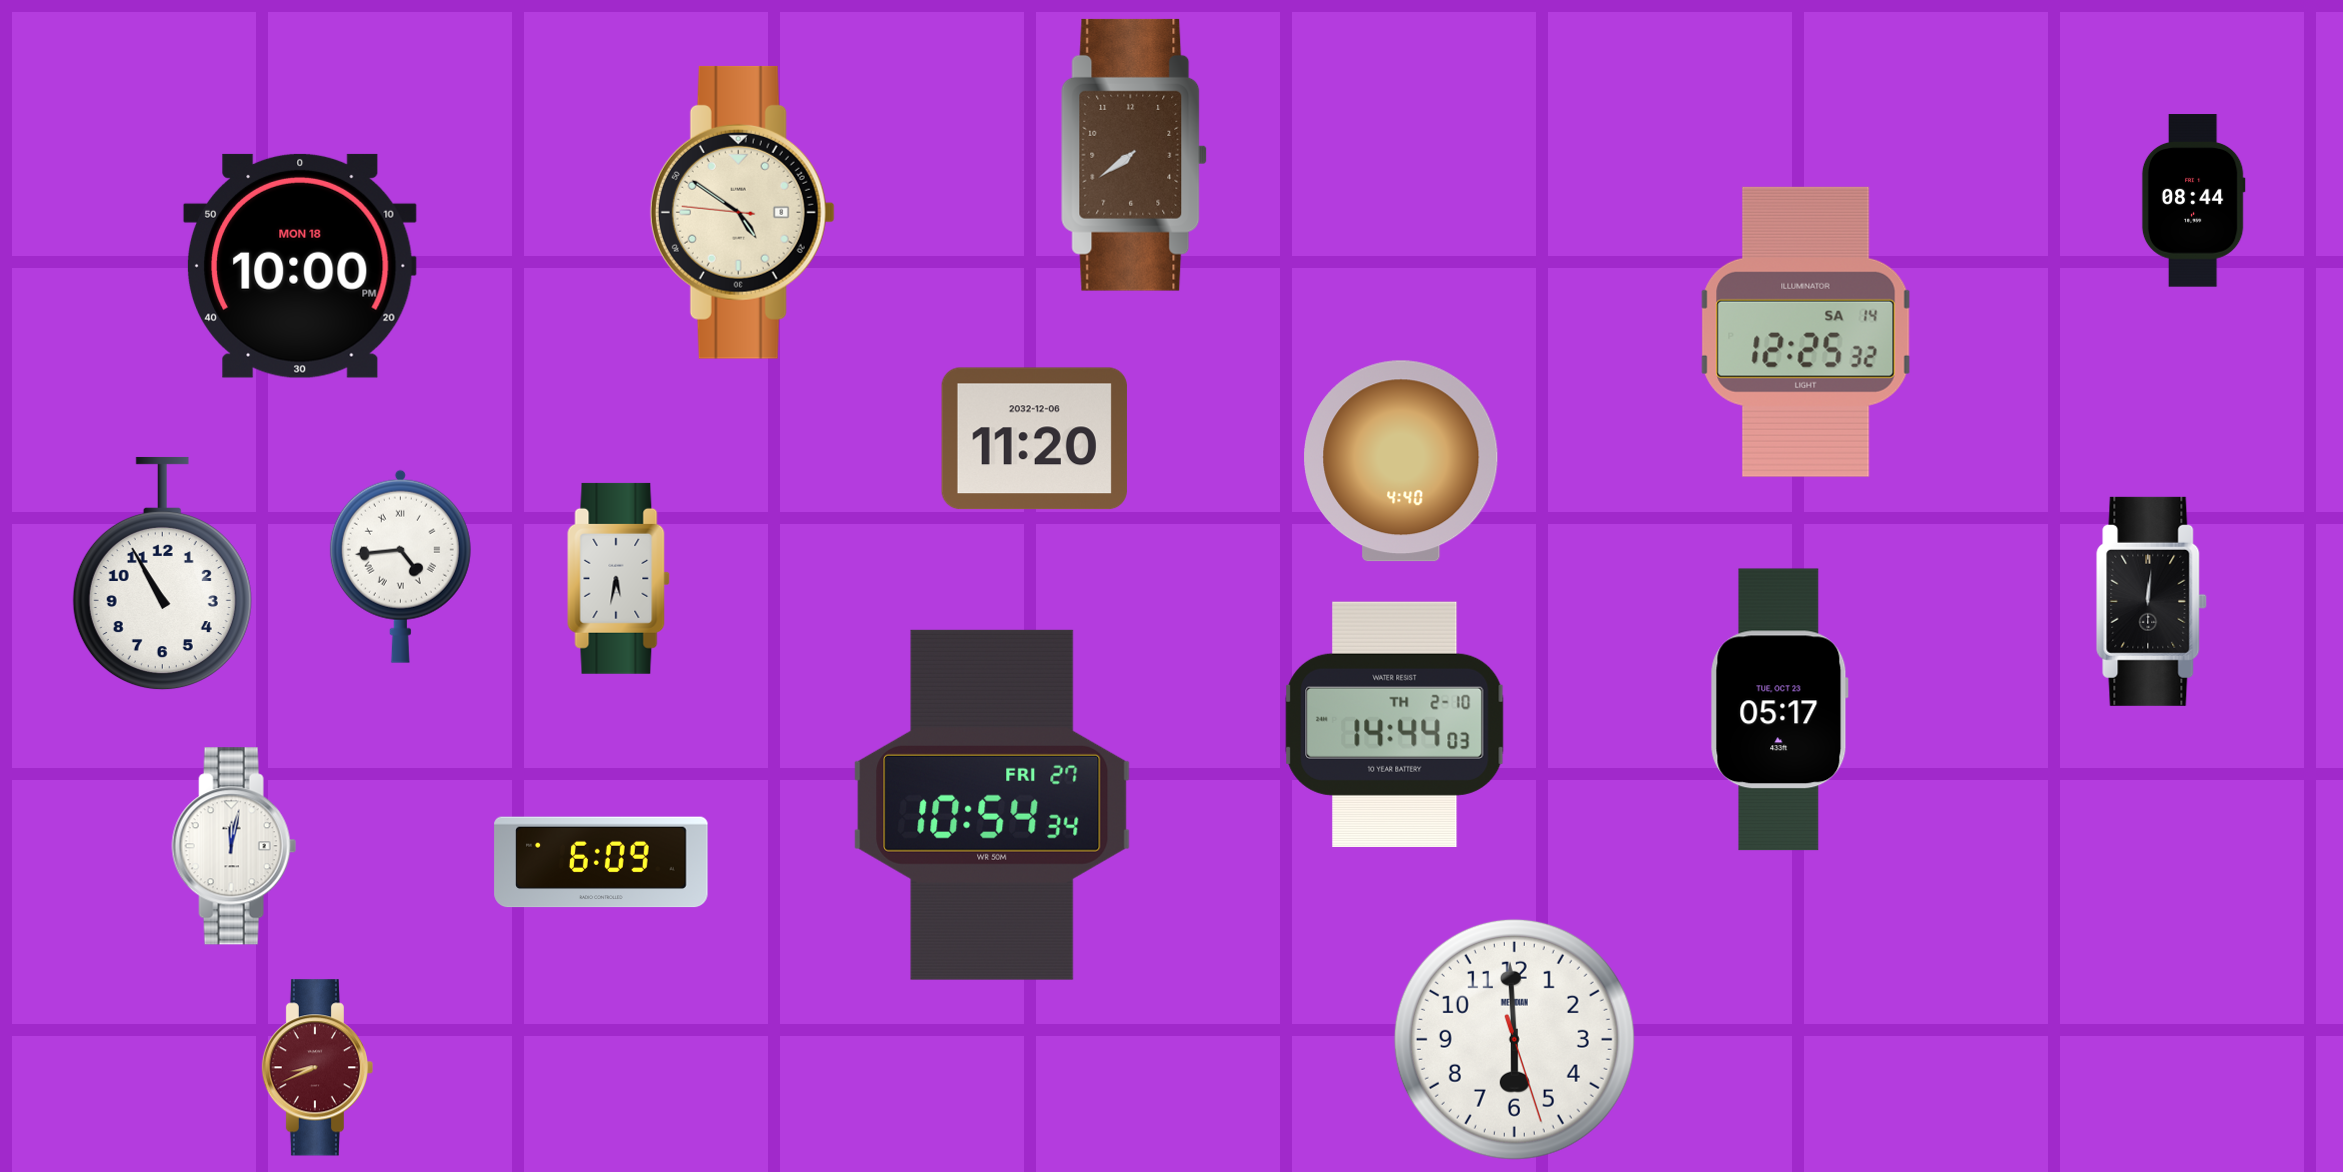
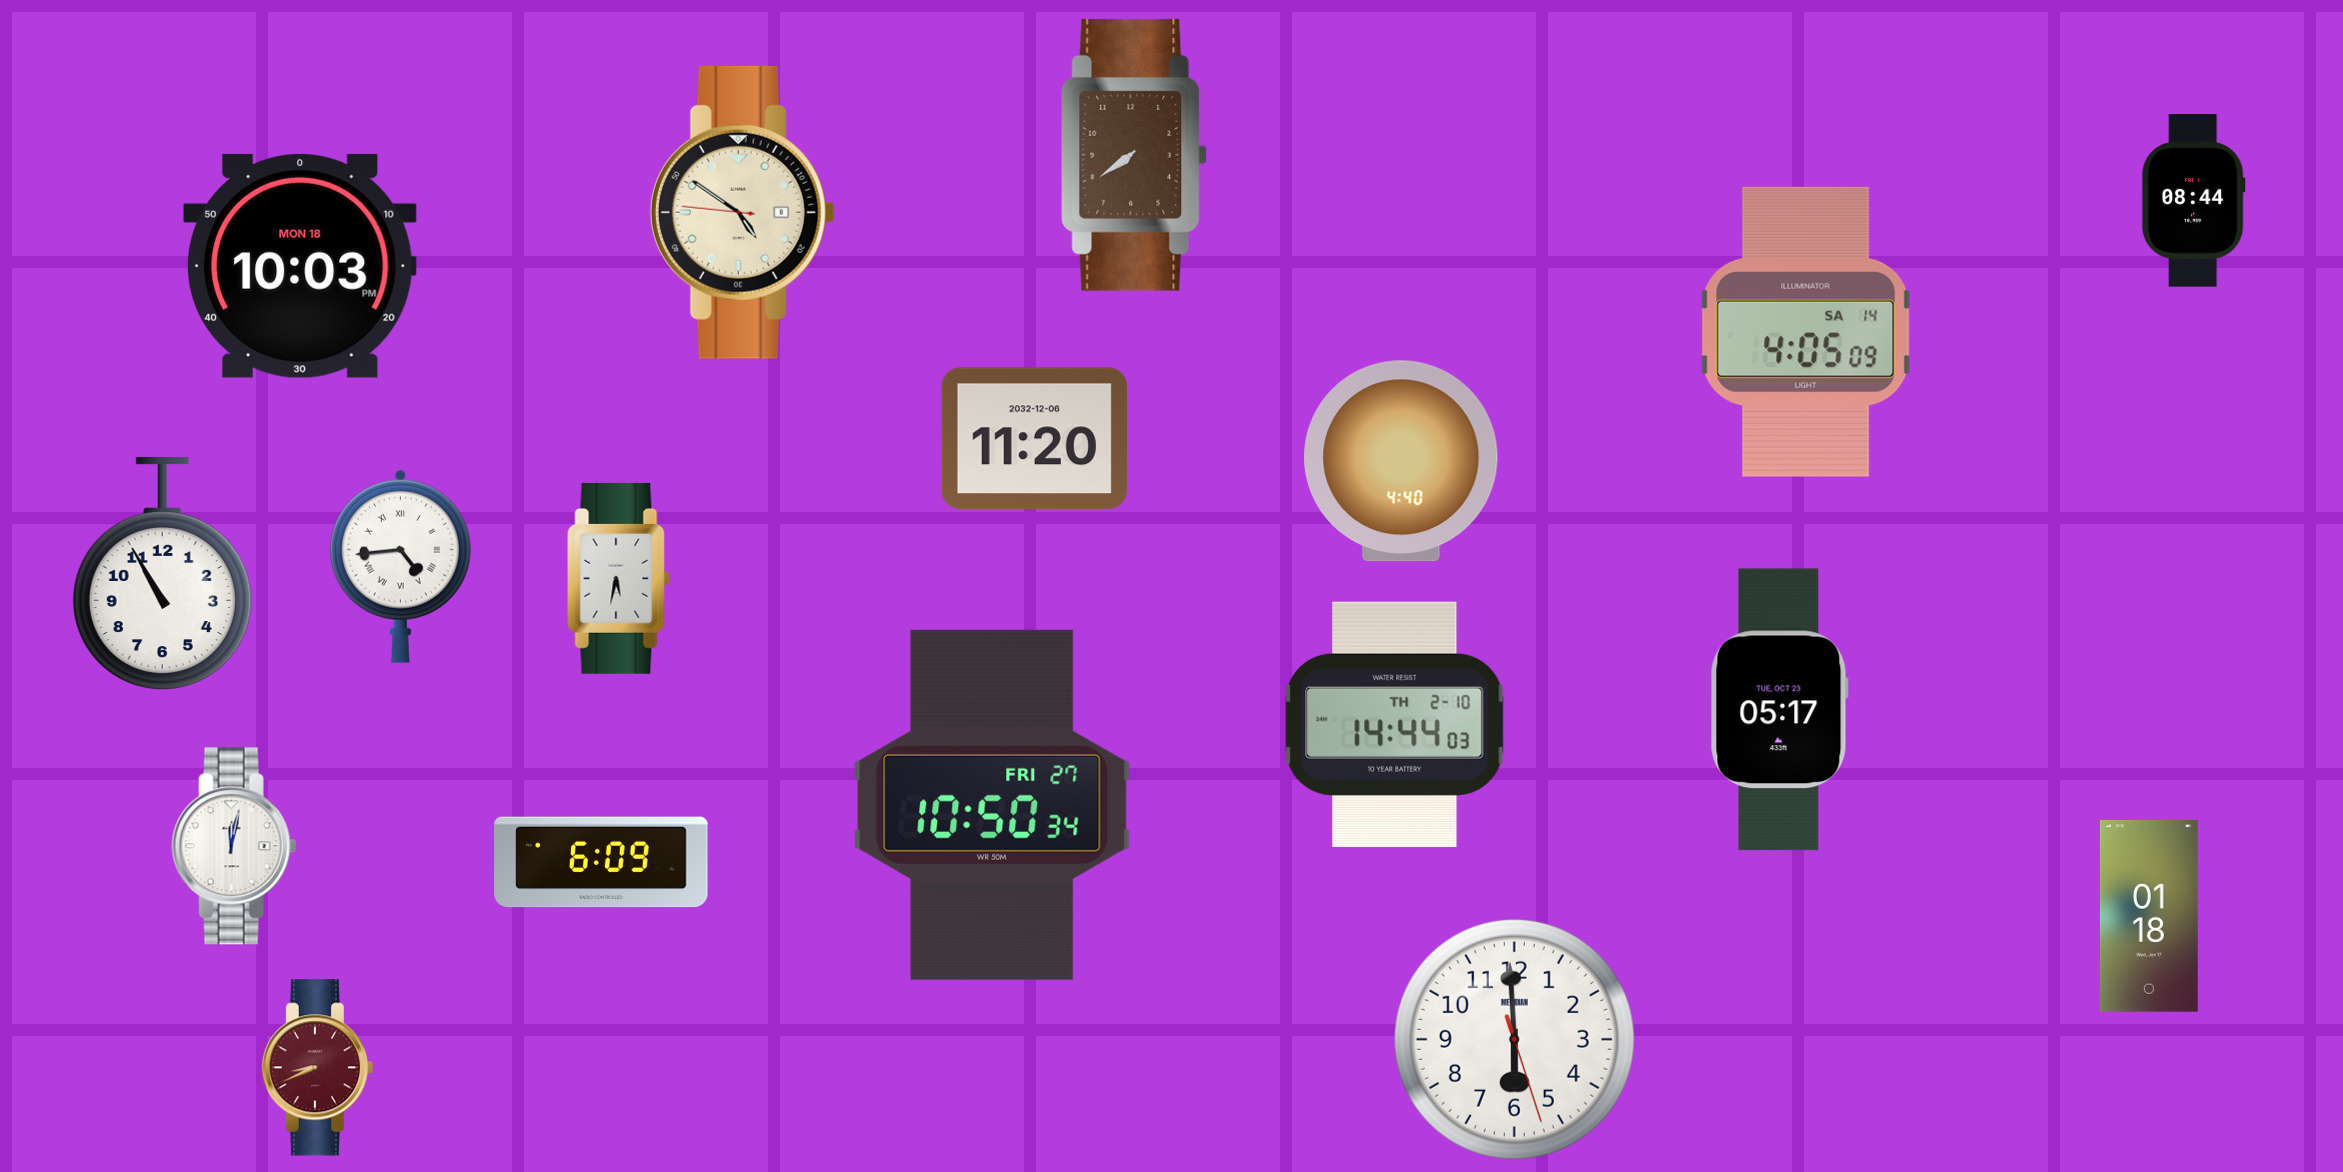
clock at (300, 266): 10:00 -> 10:03
clock at (1806, 332): 12:25 -> 4:05
clock at (2152, 601): 12:01 -> none
clock at (992, 805): 10:54 -> 10:50
clock at (2149, 916): none -> 01:18
